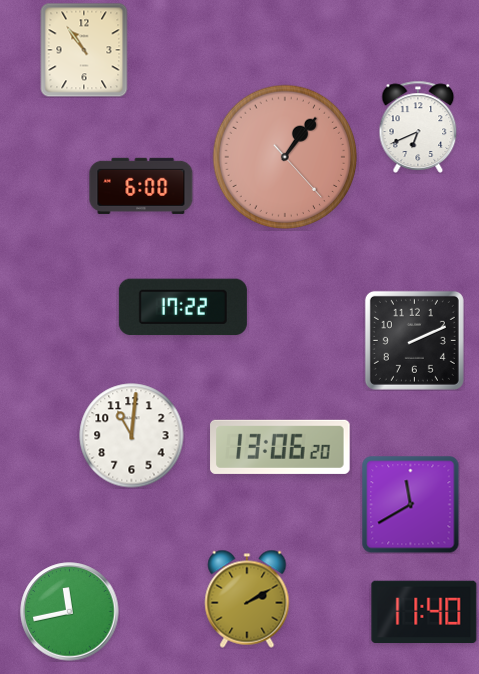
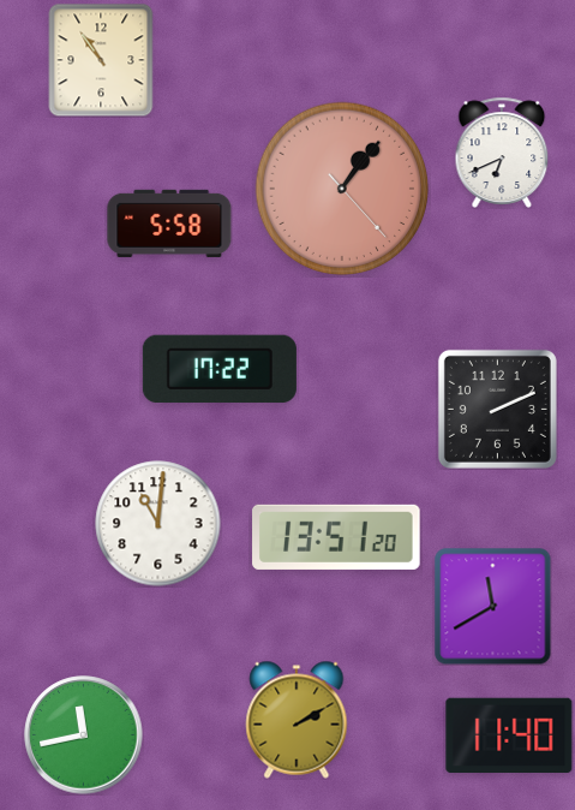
clock at (141, 186): 6:00 -> 5:58
clock at (280, 447): 13:06 -> 13:51
